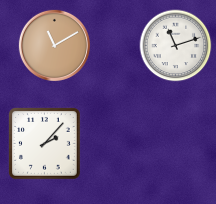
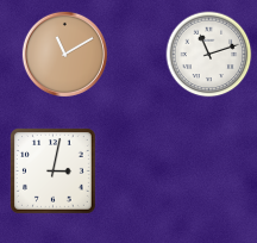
clock at (45, 144): 2:07 -> 3:02
